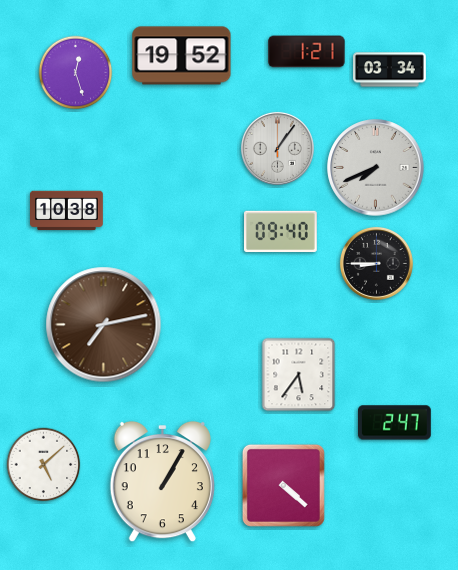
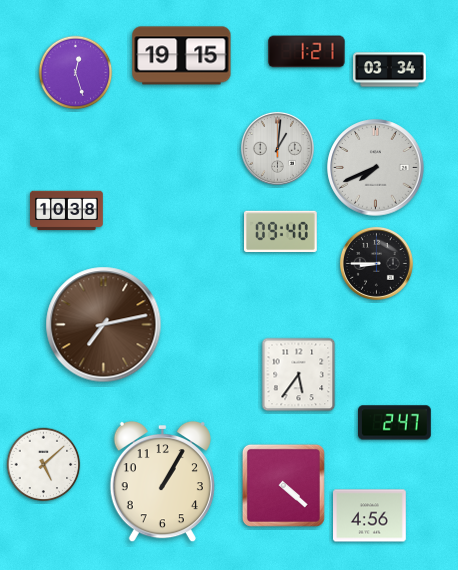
clock at (182, 56): 19:52 -> 19:15
clock at (277, 148): 1:06 -> 1:01
clock at (370, 516): none -> 4:56
